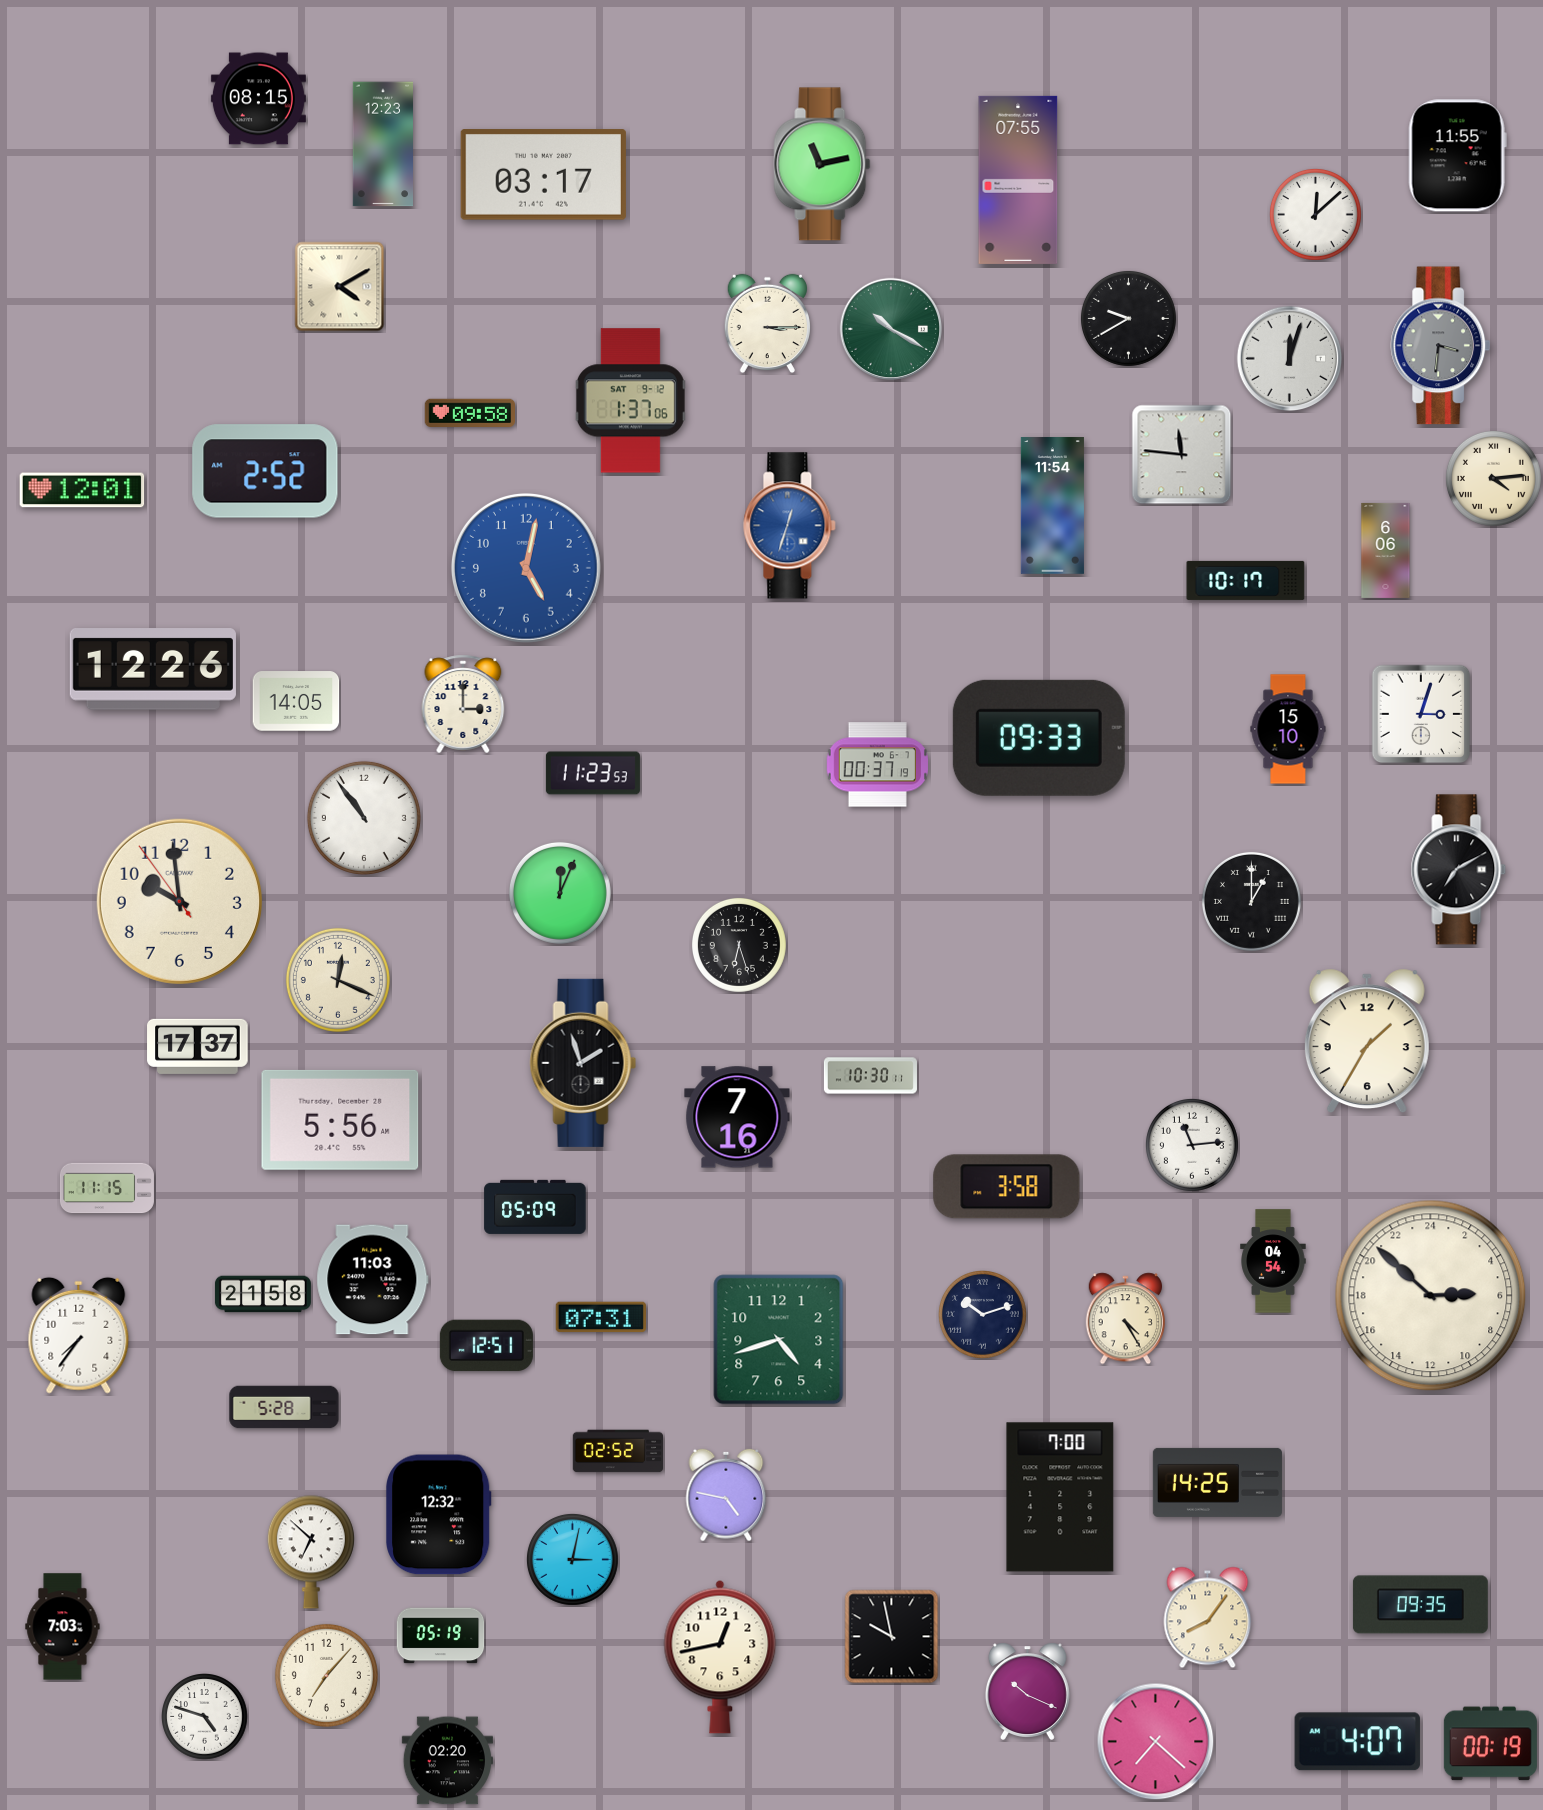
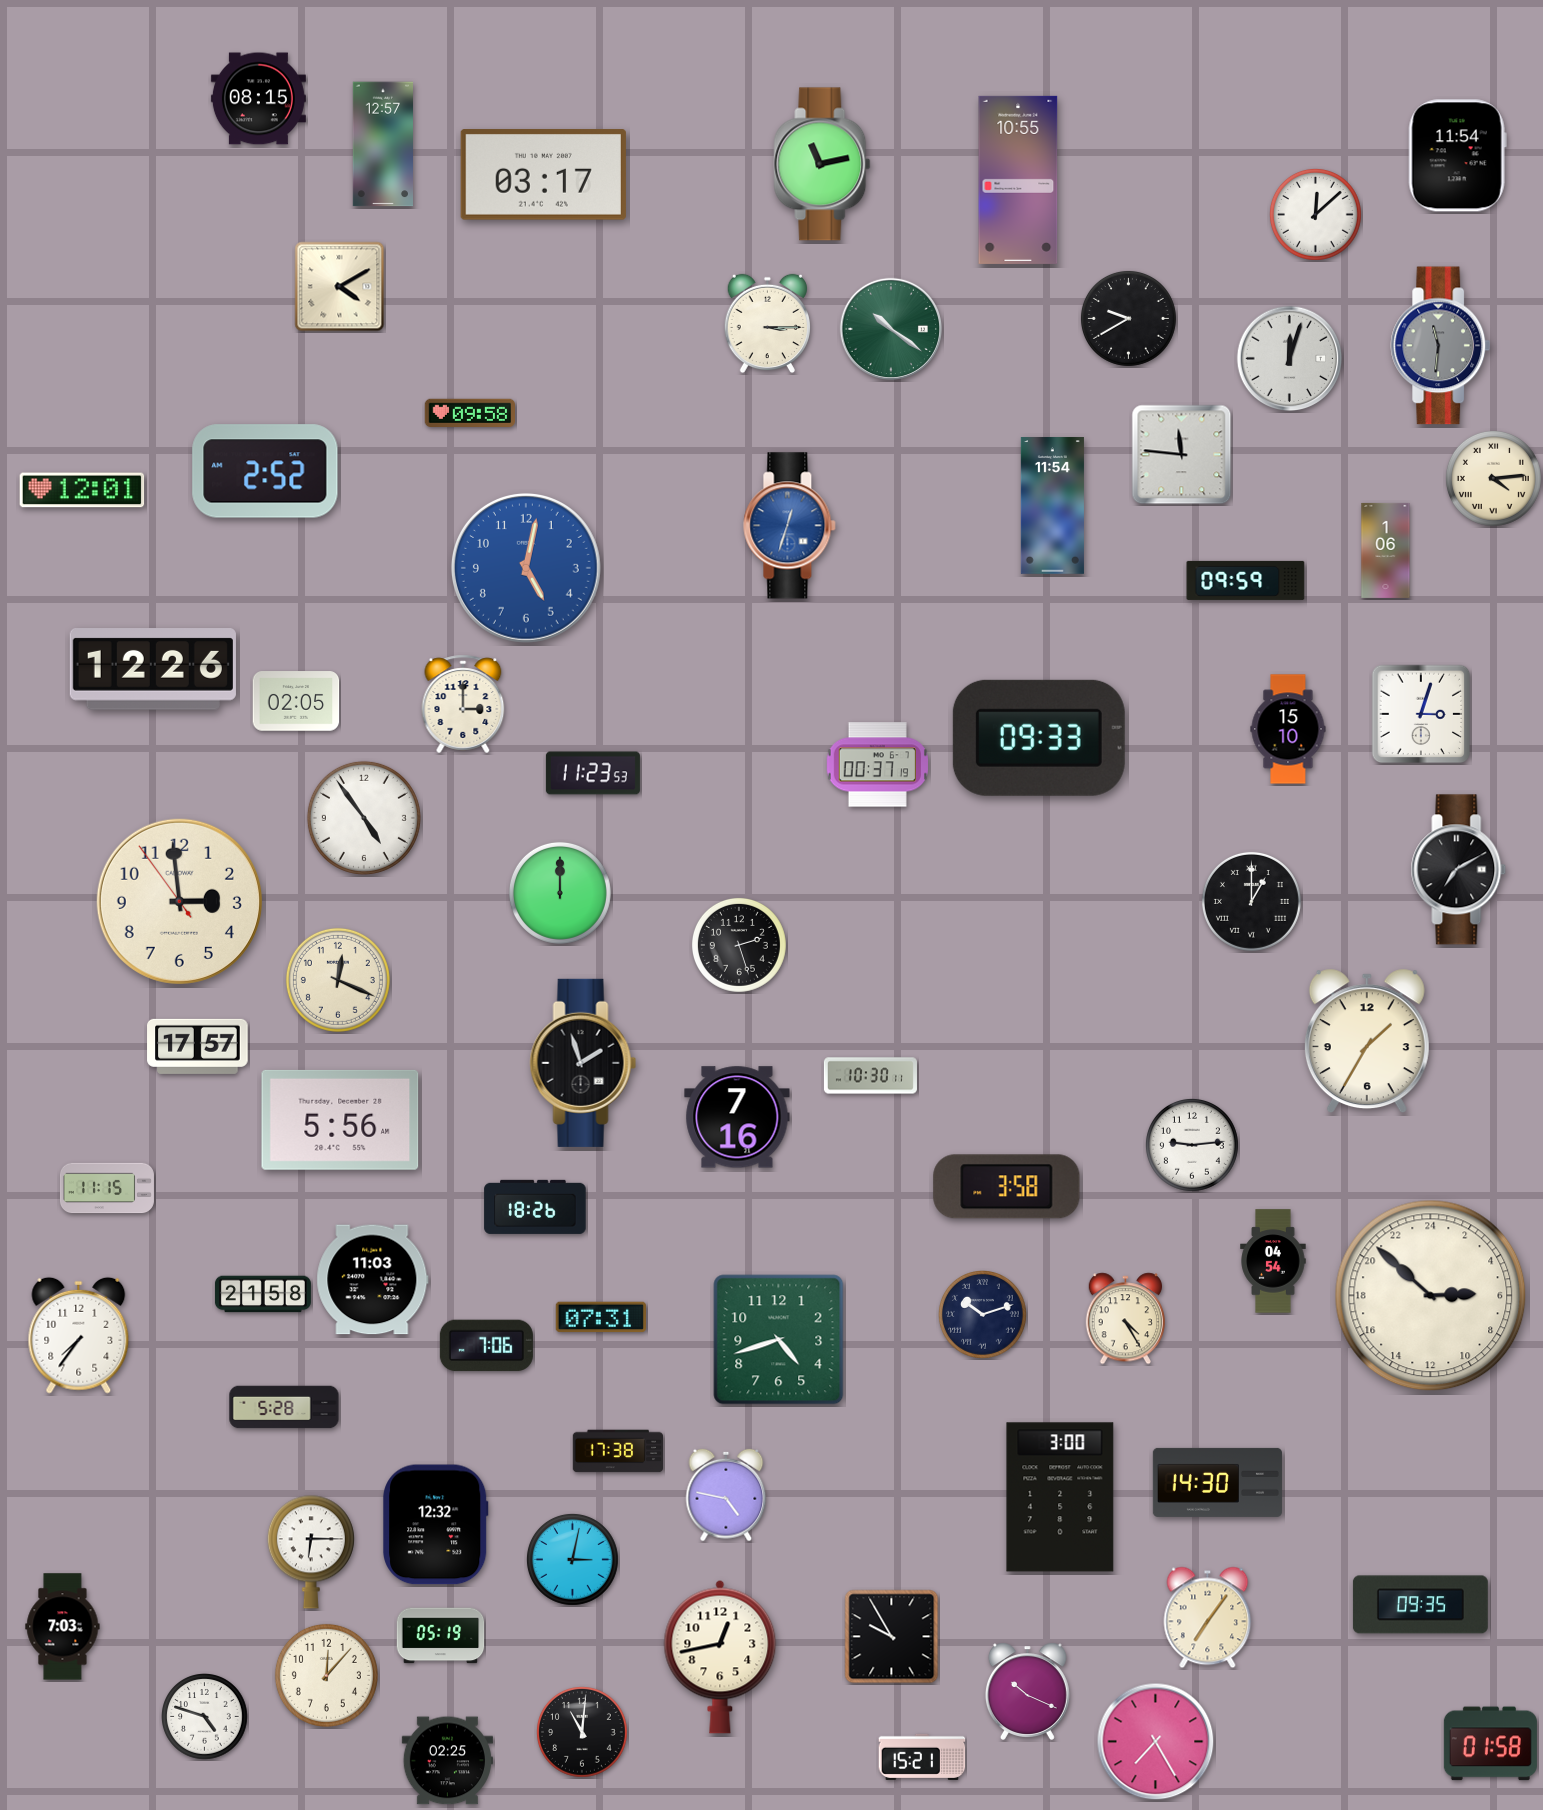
clock at (382, 144): 12:23 -> 12:57
clock at (1457, 156): 11:55 -> 11:54
clock at (1018, 180): 07:55 -> 10:55
clock at (890, 328): 10:20 -> 10:21
clock at (1441, 346): 3:31 -> 11:31
clock at (630, 401): 1:37 -> none
clock at (1386, 550): 6:06 -> 1:06
clock at (1246, 580): 10:17 -> 09:59
clock at (296, 701): 14:05 -> 02:05
clock at (364, 818): 10:54 -> 4:54
clock at (560, 893): 12:04 -> 12:00
clock at (179, 901): 9:58 -> 2:58
clock at (739, 945): 6:27 -> 2:27
clock at (198, 1046): 17:37 -> 17:57
clock at (1192, 1145): 11:14 -> 9:14
clock at (535, 1207): 05:09 -> 18:26
clock at (486, 1346): 12:51 -> 7:06
clock at (618, 1451): 02:52 -> 17:38
clock at (1217, 1482): 14:25 -> 14:30
clock at (1060, 1497): 7:00 -> 3:00
clock at (439, 1515) position: (439, 1515) -> (436, 1525)
clock at (311, 1552): 6:52 -> 6:15
clock at (1208, 1618): 8:06 -> 7:06
clock at (892, 1637): 9:58 -> 9:55
clock at (326, 1675): 7:07 -> 12:07
clock at (583, 1733): none -> 11:01
clock at (1156, 1742): 7:22 -> 7:25
clock at (1357, 1742): 4:07 -> none
clock at (1490, 1744): 00:19 -> 01:58
clock at (922, 1757): none -> 15:21
clock at (447, 1761): 02:20 -> 02:25
